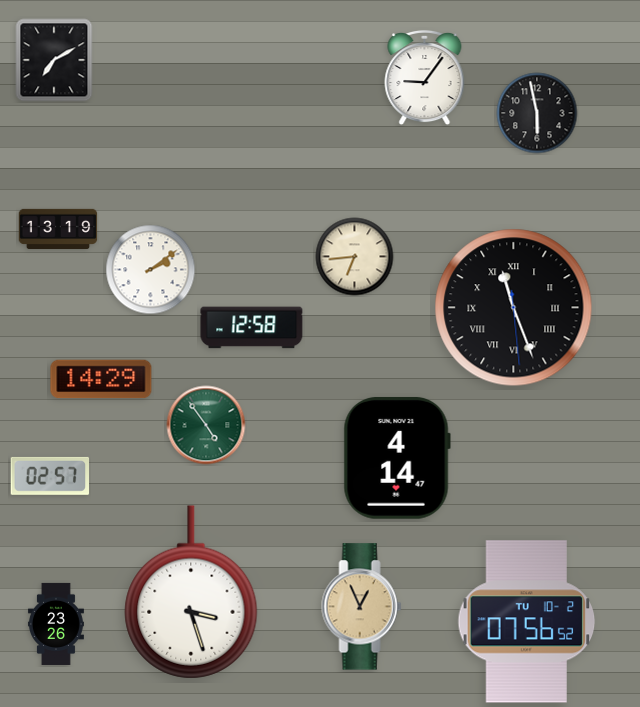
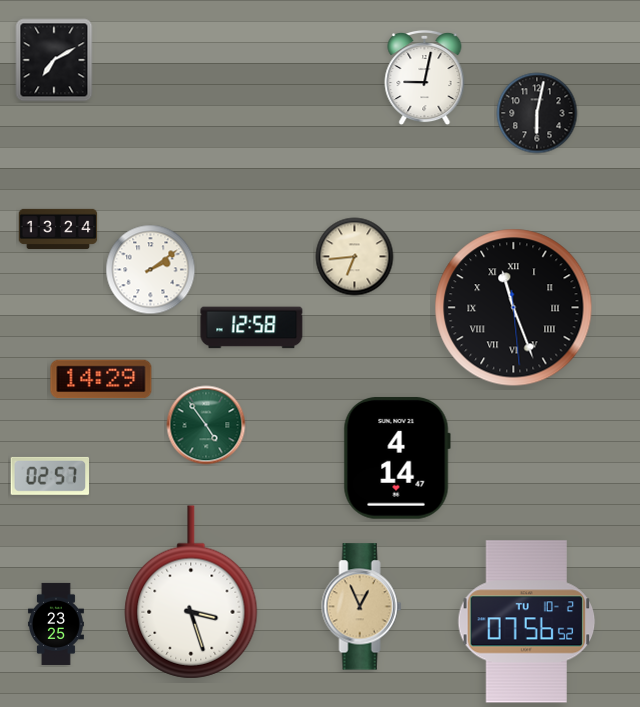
clock at (425, 78): 9:06 -> 9:02
clock at (537, 113): 5:58 -> 6:02
clock at (58, 228): 13:19 -> 13:24
clock at (56, 624): 23:26 -> 23:25
